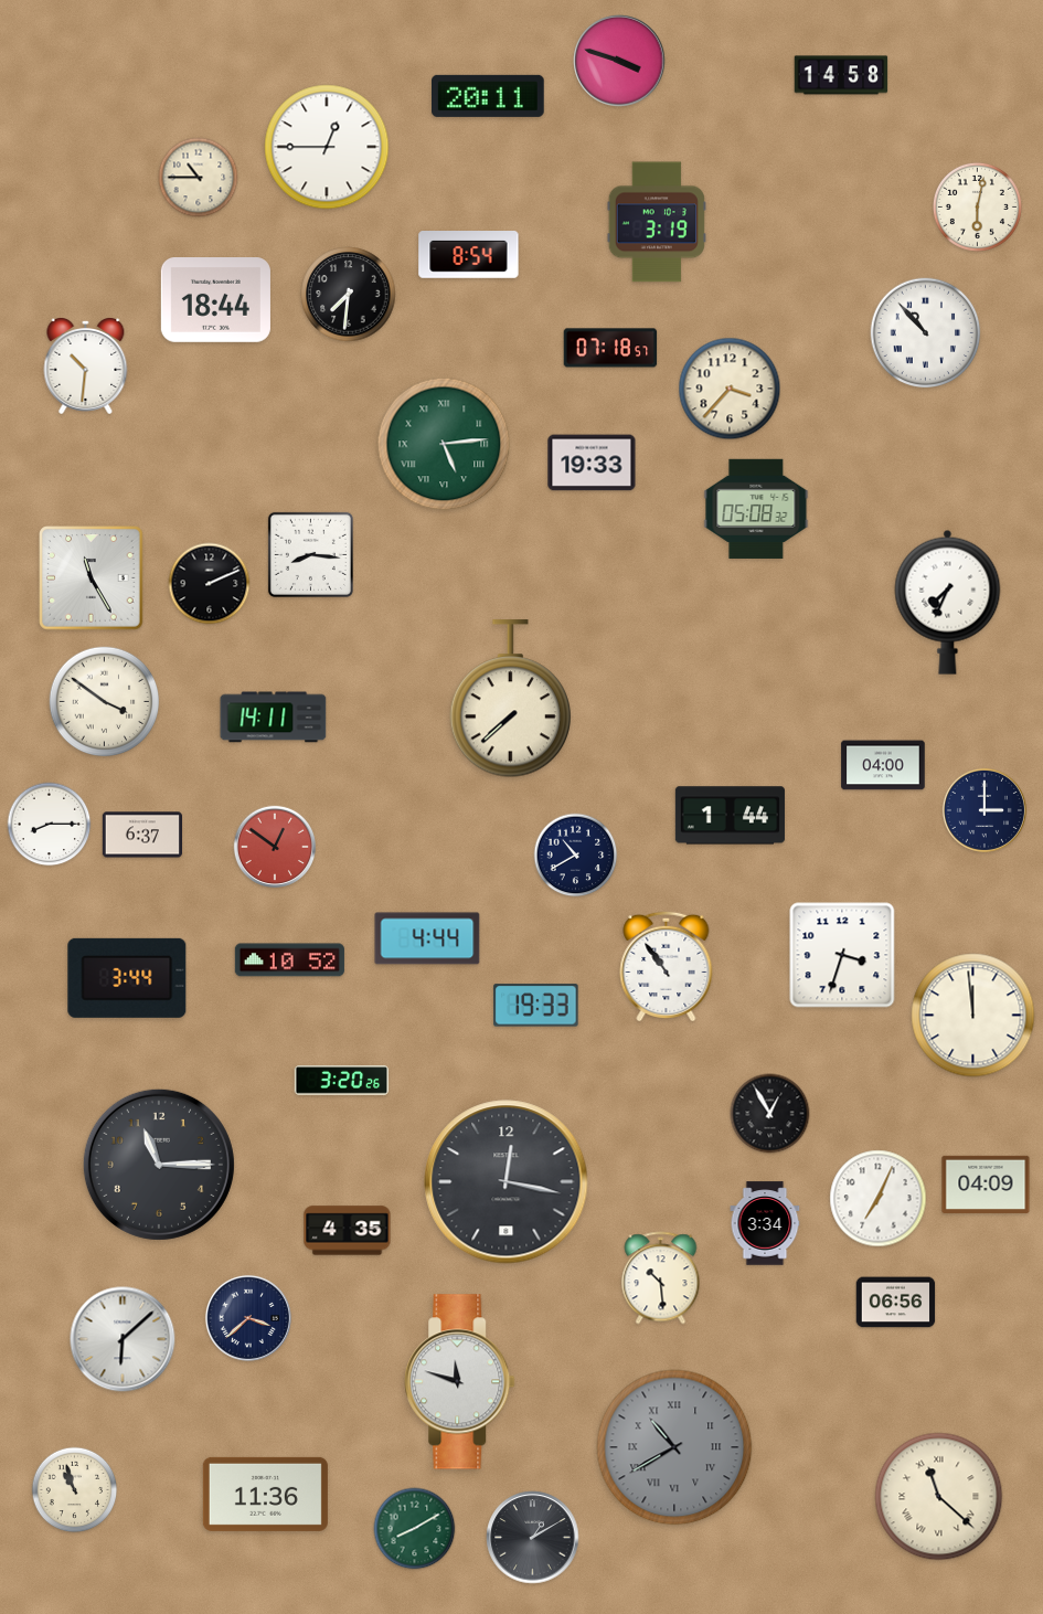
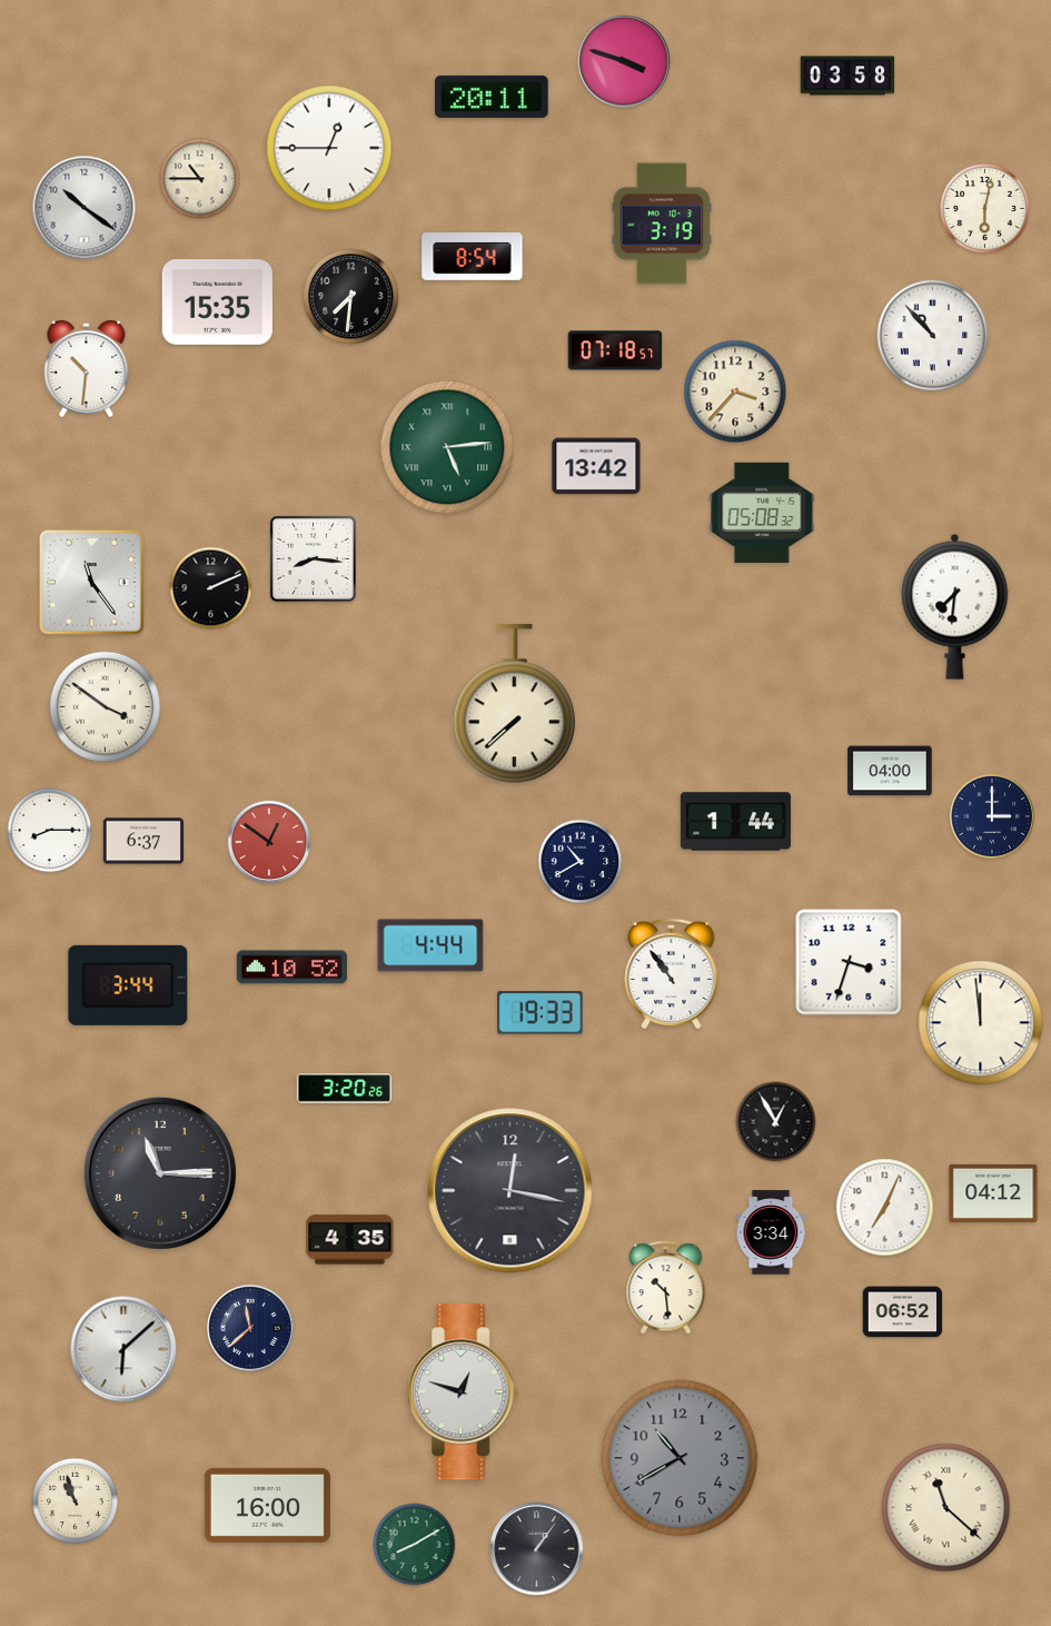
clock at (841, 75): 14:58 -> 03:58
clock at (85, 208): none -> 10:21
clock at (215, 300): 18:44 -> 15:35
clock at (592, 463): 19:33 -> 13:42
clock at (92, 578): 11:25 -> 11:24
clock at (948, 602): 7:34 -> 7:31
clock at (274, 718): 14:11 -> none
clock at (274, 846) position: (274, 846) -> (268, 841)
clock at (986, 1185): 04:09 -> 04:12
clock at (896, 1303): 06:56 -> 06:52
clock at (248, 1318): 3:38 -> 11:38
clock at (460, 1382): 11:48 -> 12:48
clock at (674, 1447) numerals: Roman -> Arabic
clock at (265, 1494): 11:36 -> 16:00
clock at (415, 1529) position: (415, 1529) -> (415, 1545)
clock at (533, 1538): 1:10 -> 1:06
